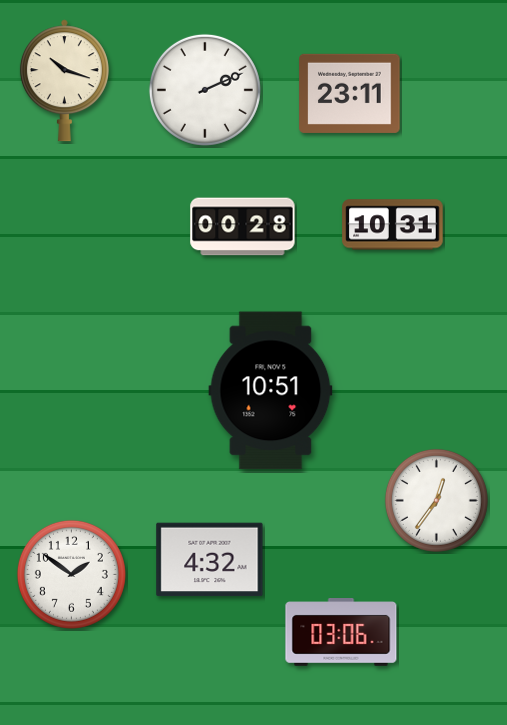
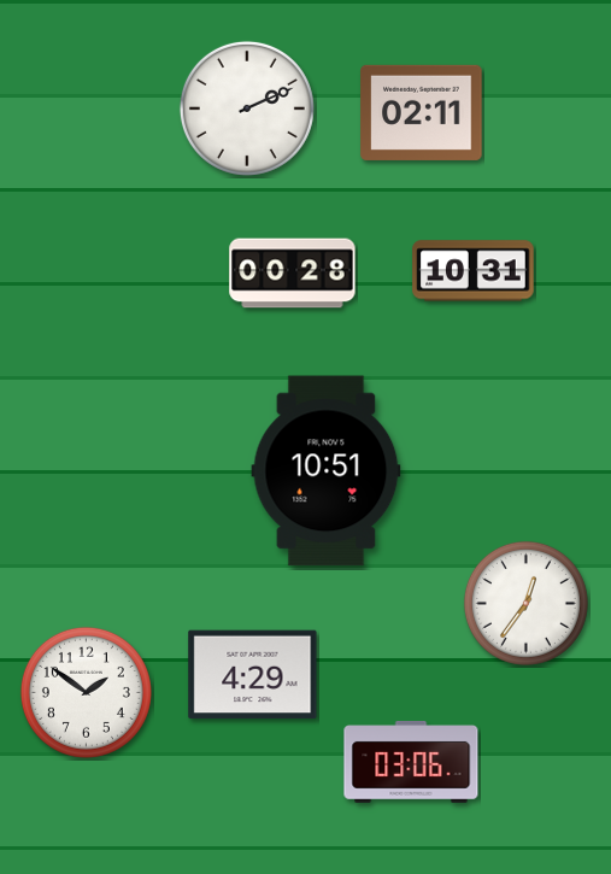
clock at (64, 81): 10:18 -> none
clock at (350, 93): 23:11 -> 02:11
clock at (210, 560): 4:32 -> 4:29
